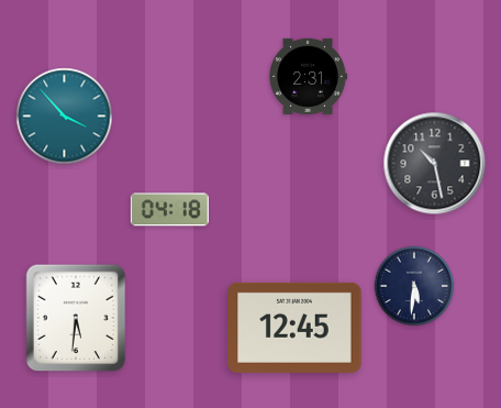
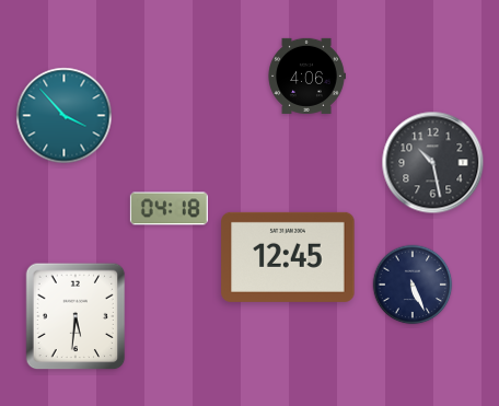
clock at (308, 76): 2:31 -> 4:06
clock at (414, 286): 5:31 -> 5:26
clock at (294, 328) position: (294, 328) -> (288, 257)
